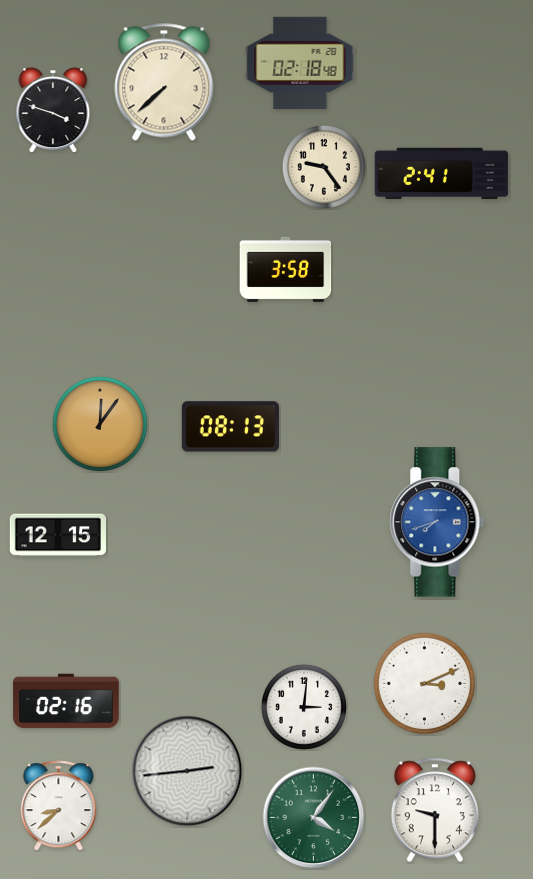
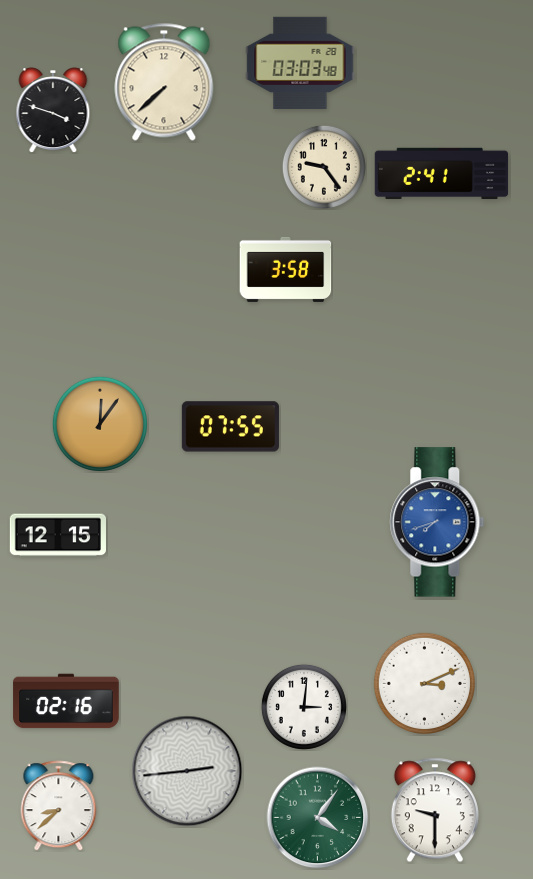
clock at (300, 63): 02:18 -> 03:03
clock at (230, 427): 08:13 -> 07:55
clock at (314, 818) position: (314, 818) -> (318, 818)
